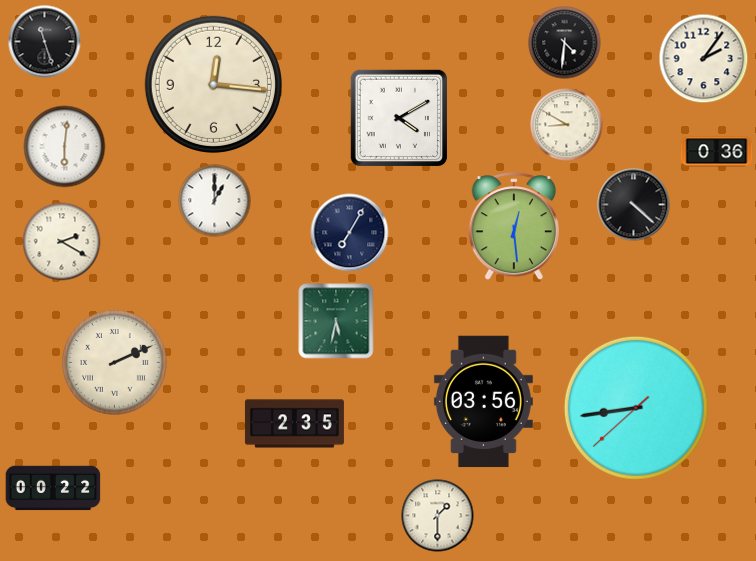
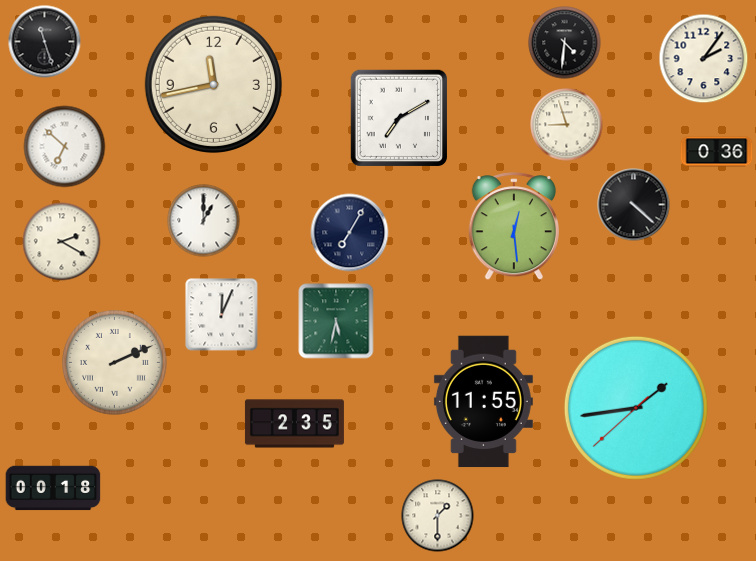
clock at (213, 84): 12:16 -> 11:43
clock at (398, 117): 4:10 -> 7:10
clock at (567, 125): 8:50 -> 8:57
clock at (65, 147): 6:01 -> 6:52
clock at (215, 201) position: (215, 201) -> (204, 221)
clock at (222, 315): none -> 12:04
clock at (483, 402): 03:56 -> 11:55
clock at (636, 408): 8:43 -> 1:43
clock at (53, 488): 00:22 -> 00:18
